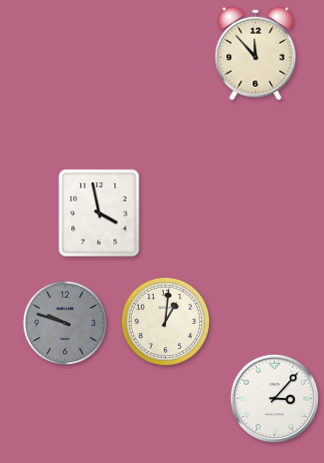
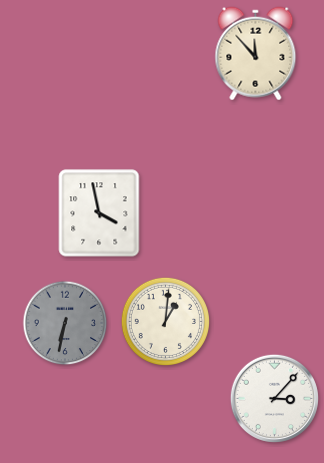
clock at (65, 323): 9:48 -> 6:32
